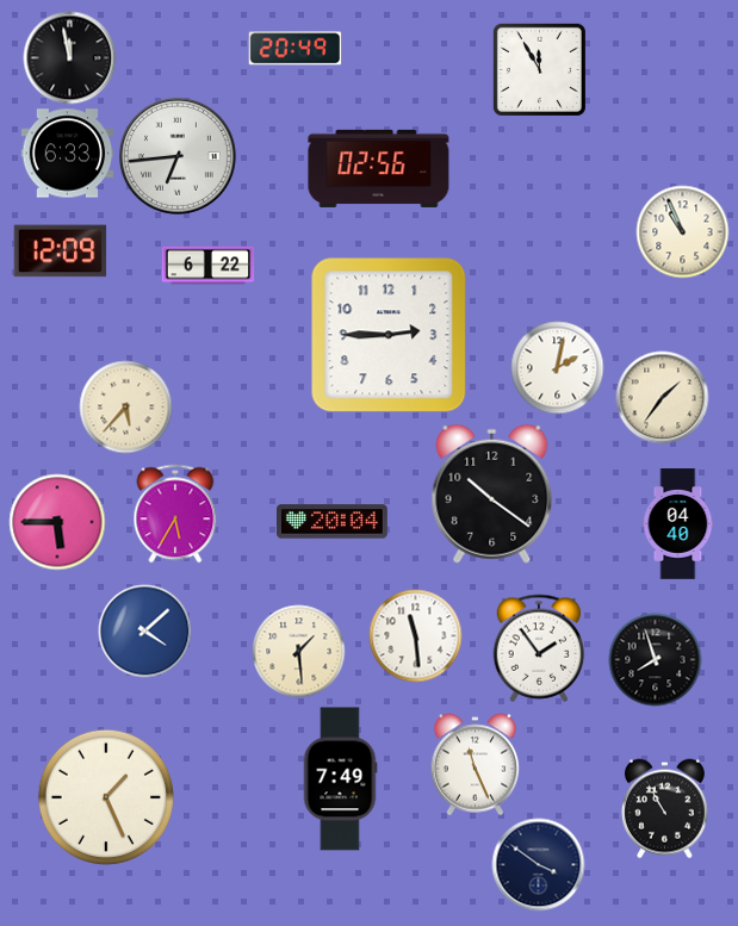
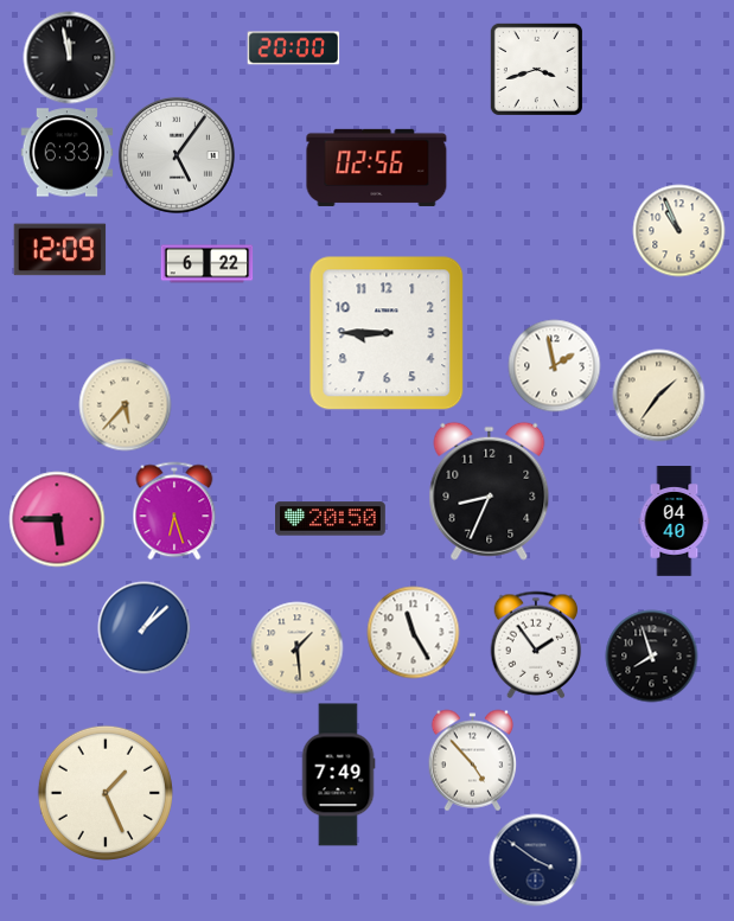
clock at (294, 49): 20:49 -> 20:00
clock at (539, 69): 11:55 -> 3:42
clock at (178, 156): 6:44 -> 5:06
clock at (389, 335): 2:45 -> 8:45
clock at (557, 367): 2:02 -> 1:58
clock at (492, 493): 10:21 -> 8:34
clock at (175, 514): 5:35 -> 6:27
clock at (333, 522): 20:04 -> 20:50
clock at (144, 630): 4:08 -> 1:08
clock at (415, 635): 11:29 -> 11:25
clock at (476, 764): 11:26 -> 4:53
clock at (664, 808): 10:55 -> none
